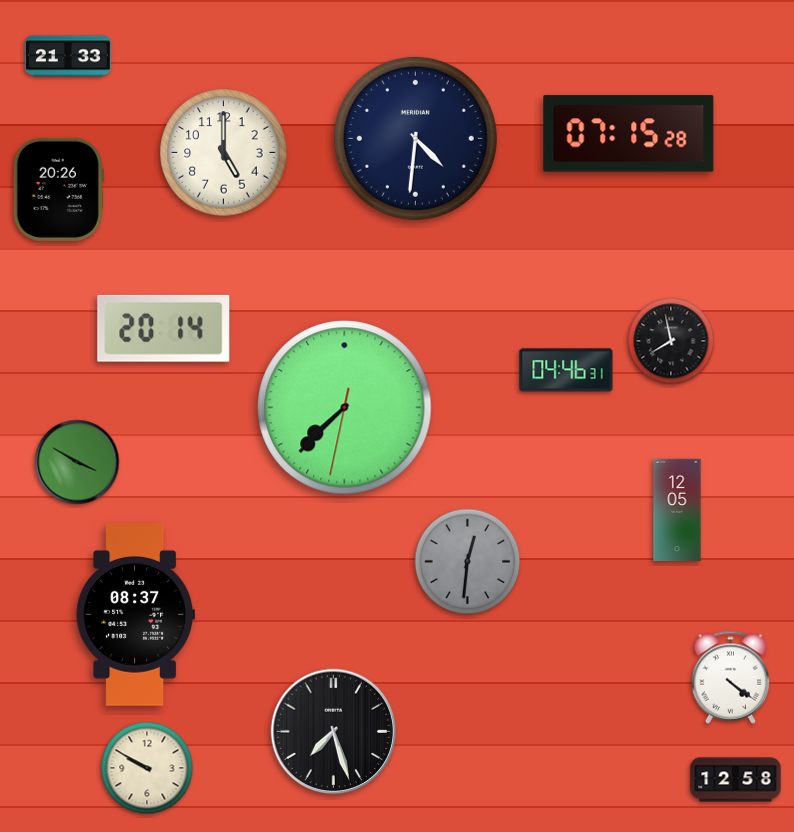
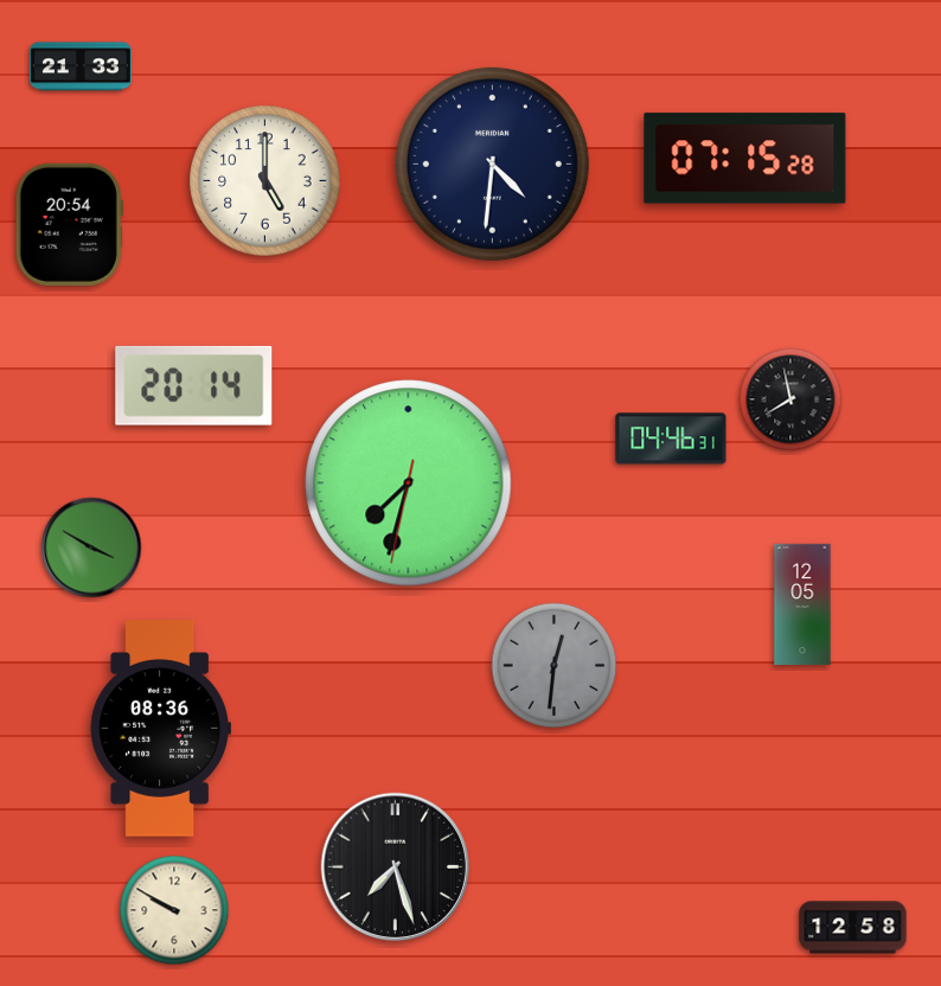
clock at (58, 189): 20:26 -> 20:54
clock at (164, 328) position: (164, 328) -> (194, 385)
clock at (671, 341) position: (671, 341) -> (790, 399)
clock at (345, 408): 7:37 -> 7:32
clock at (135, 615): 08:37 -> 08:36
clock at (731, 677): 4:21 -> none
clock at (736, 780) position: (736, 780) -> (853, 928)
